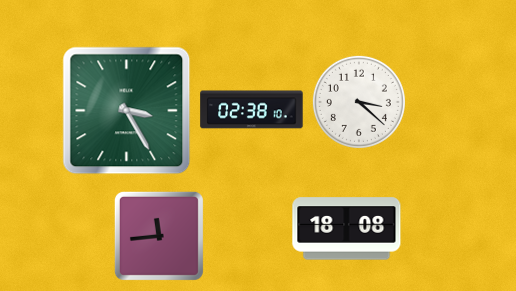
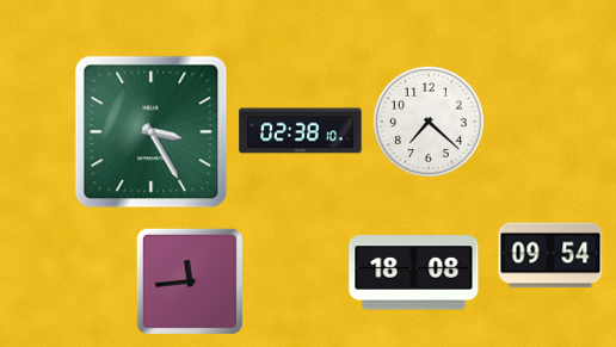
clock at (359, 102): 3:22 -> 7:22
clock at (550, 255): none -> 09:54
